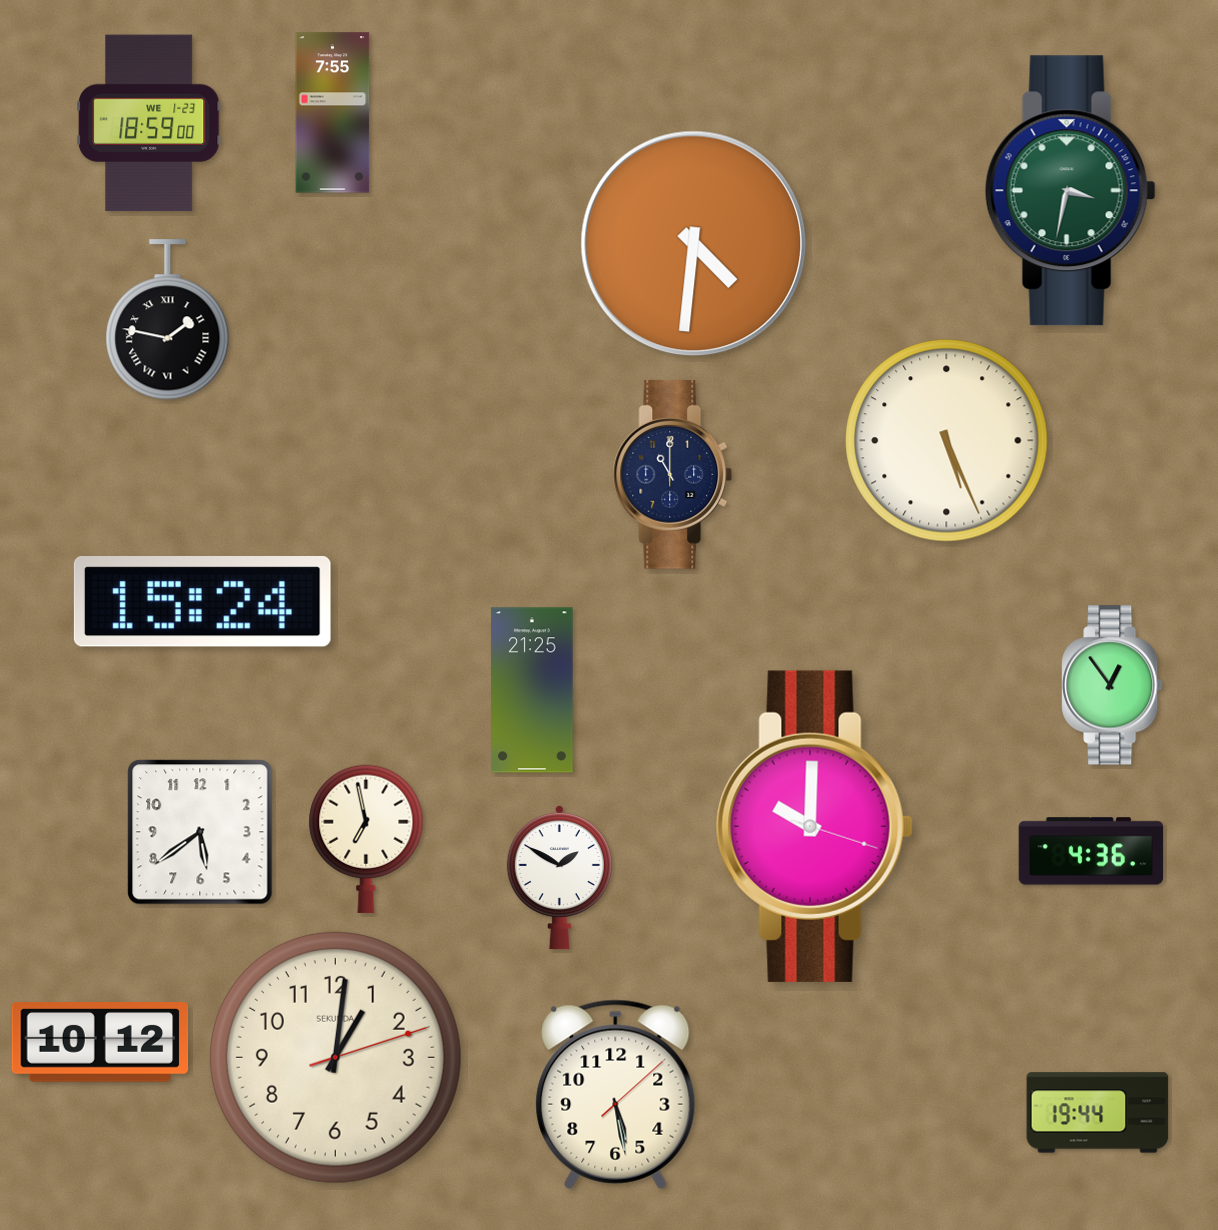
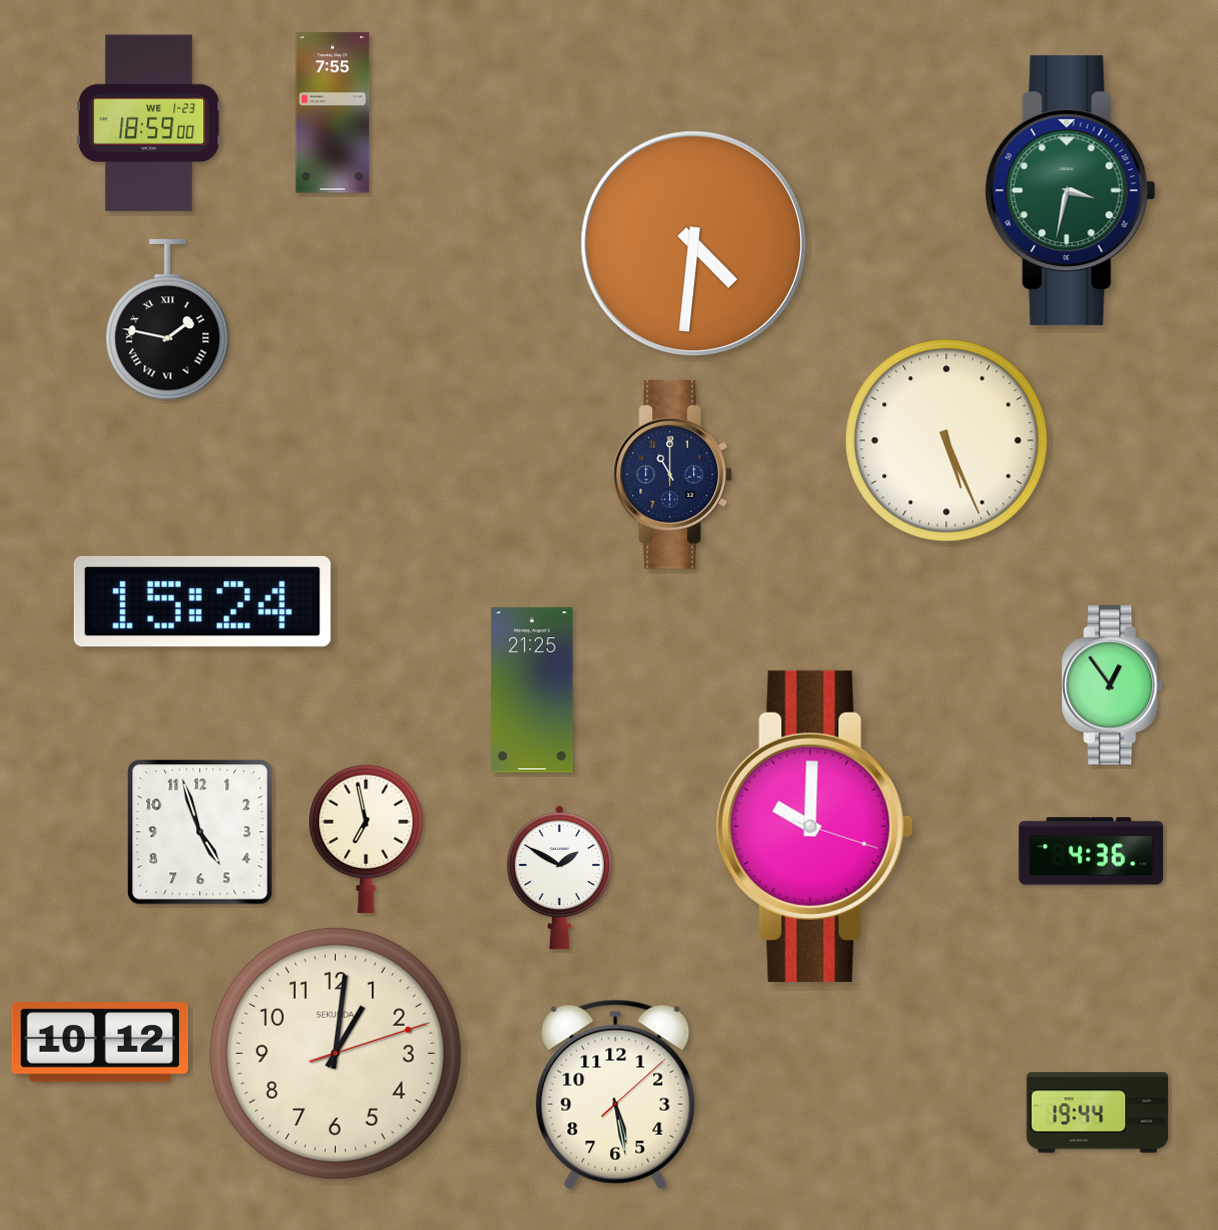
clock at (200, 832): 5:39 -> 4:57
clock at (335, 1057) position: (335, 1057) -> (335, 1053)
